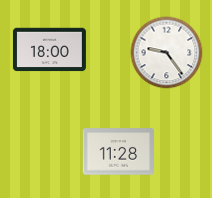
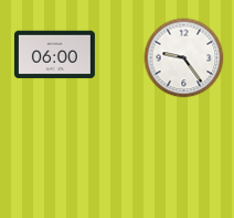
clock at (49, 50): 18:00 -> 06:00
clock at (119, 152): 11:28 -> none
